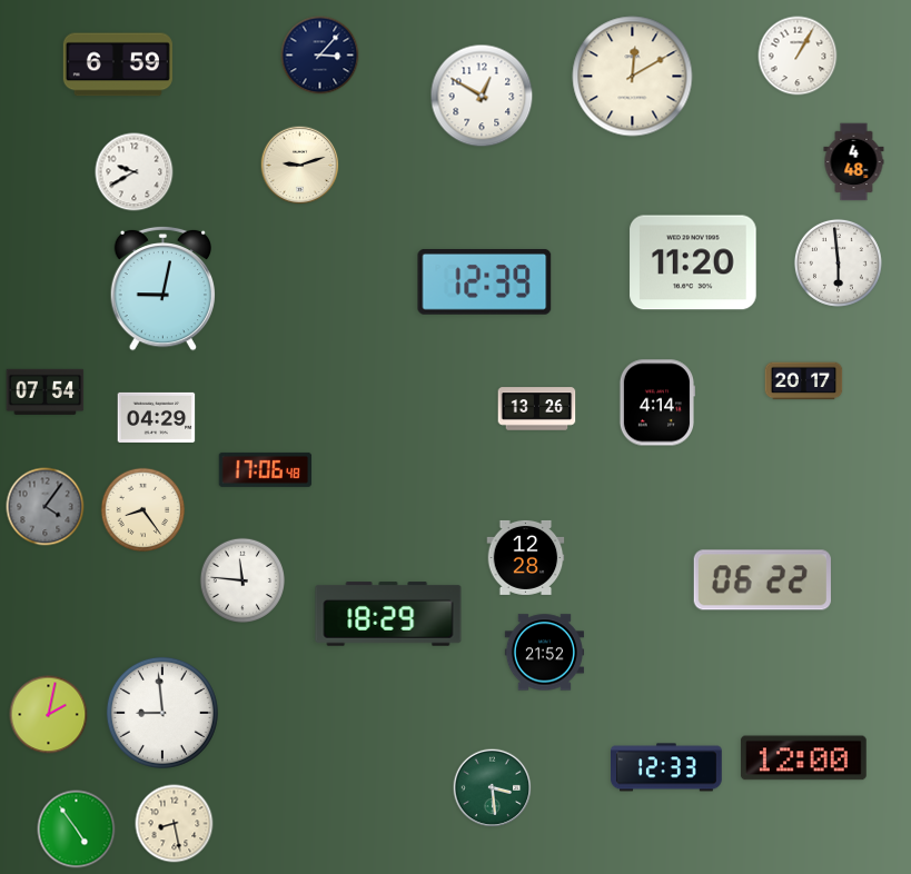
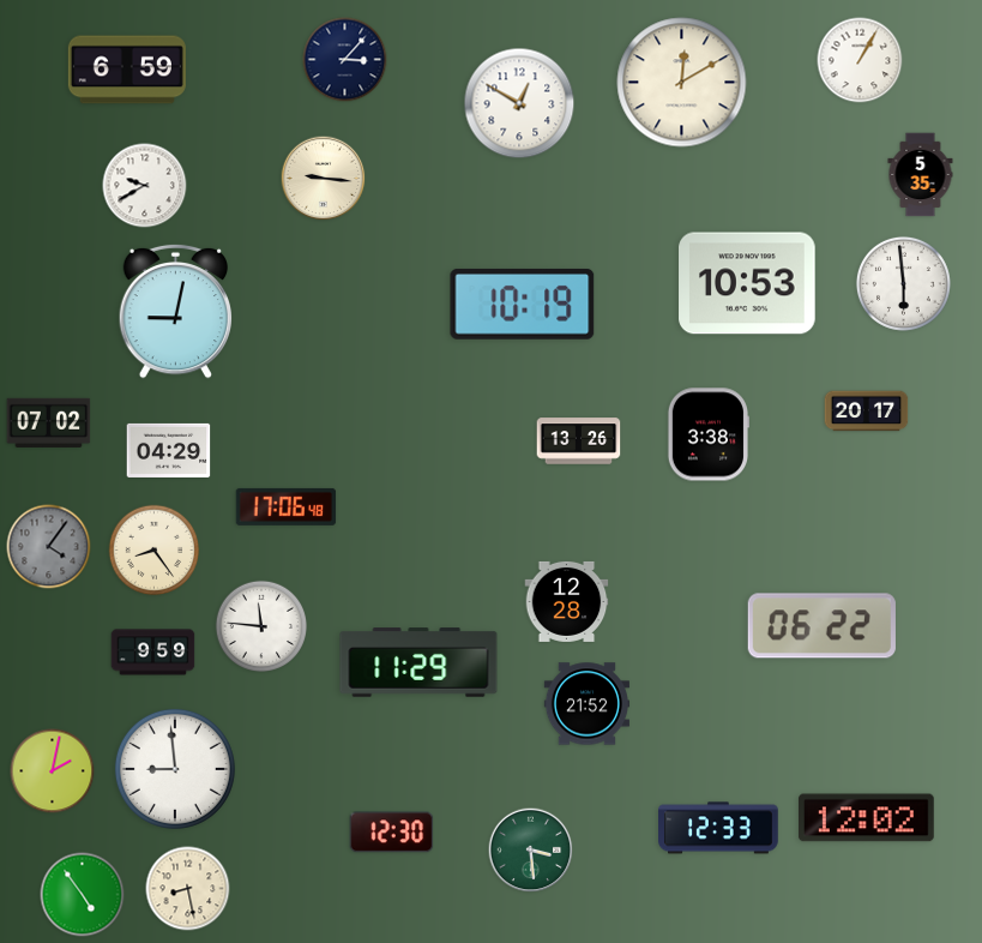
clock at (854, 162): 4:48 -> 5:35
clock at (300, 166): 9:12 -> 9:16
clock at (693, 262): 11:20 -> 10:53
clock at (485, 281): 12:39 -> 10:19
clock at (46, 391): 07:54 -> 07:02
clock at (656, 403): 4:14 -> 3:38
clock at (153, 653): none -> 9:59
clock at (388, 614): 18:29 -> 11:29
clock at (803, 758): 12:00 -> 12:02
clock at (392, 833): none -> 12:30
